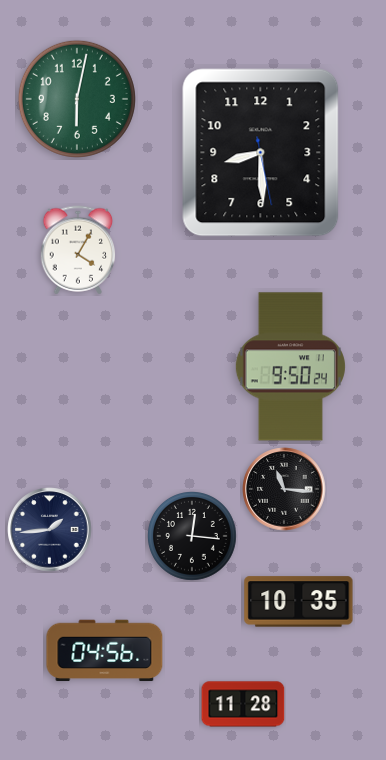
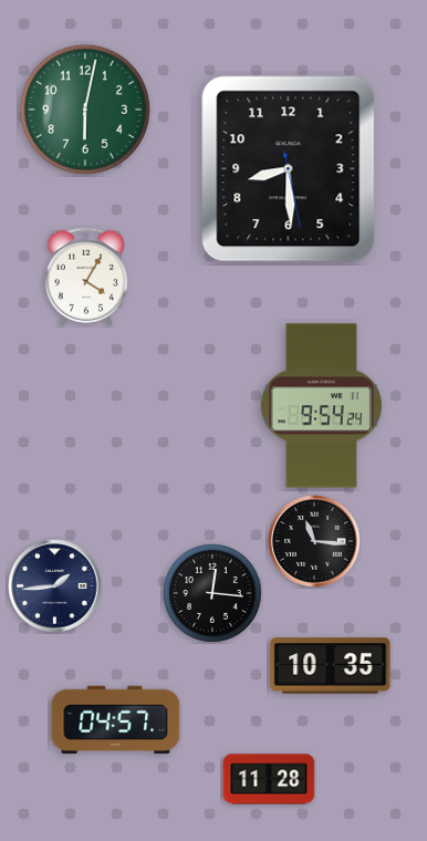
clock at (290, 367): 9:50 -> 9:54
clock at (105, 651): 04:56 -> 04:57
